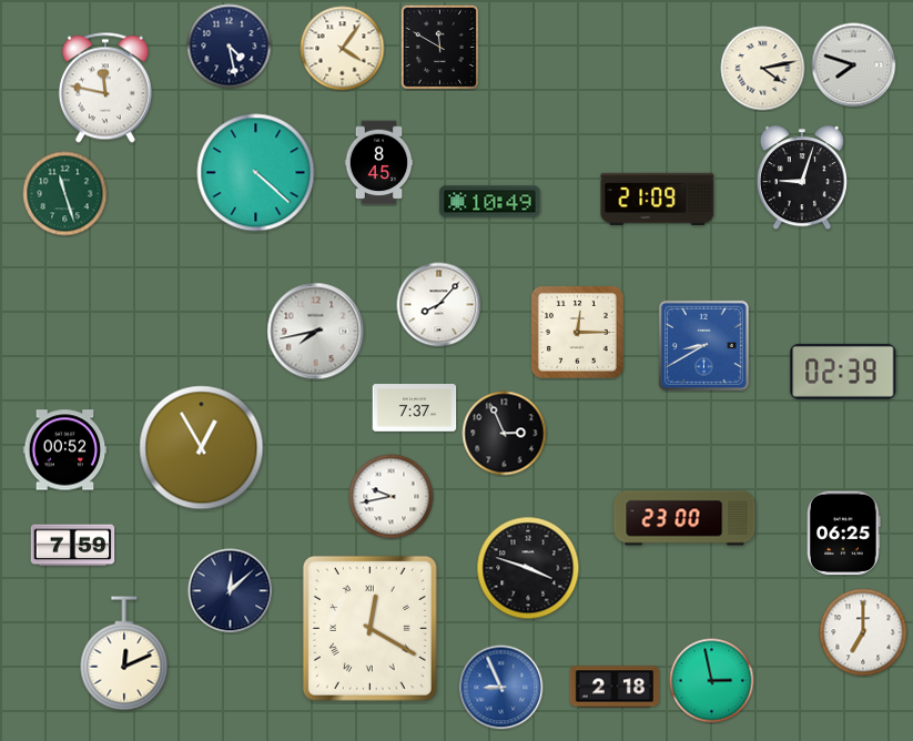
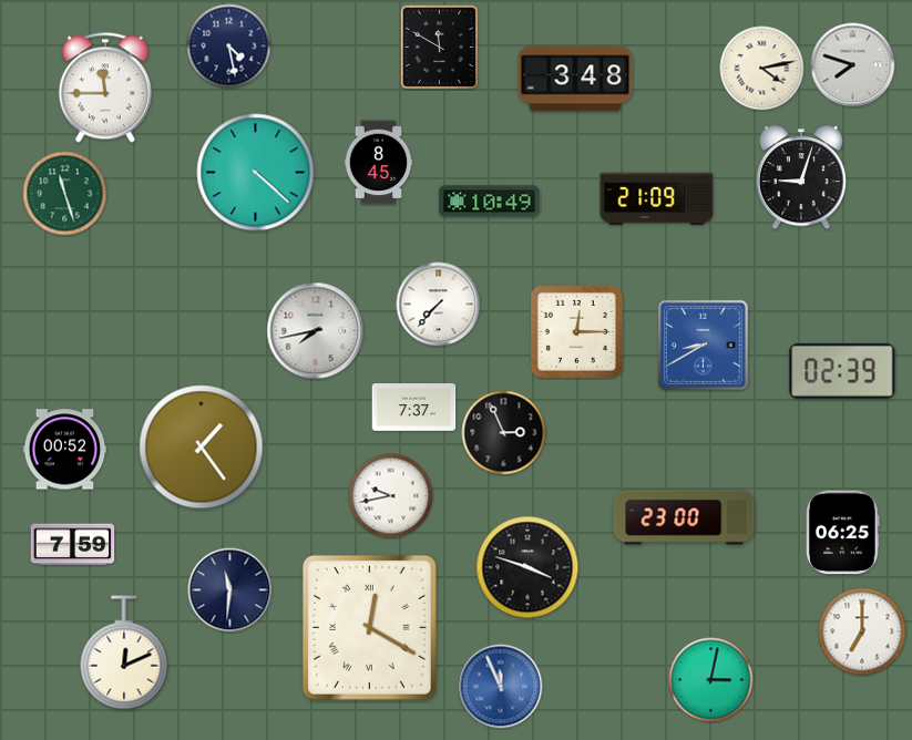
clock at (343, 49): 4:06 -> none
clock at (575, 79): none -> 3:48
clock at (105, 88): 11:47 -> 11:45
clock at (439, 305): 8:07 -> 7:37
clock at (202, 448): 12:55 -> 1:24
clock at (231, 591): 12:08 -> 11:31
clock at (712, 681): 2:58 -> 3:02
clock at (615, 687): 2:18 -> none
clock at (501, 688): 8:56 -> 11:56
